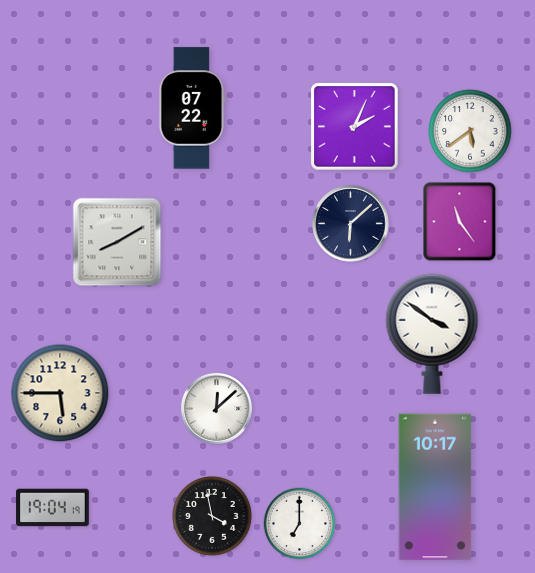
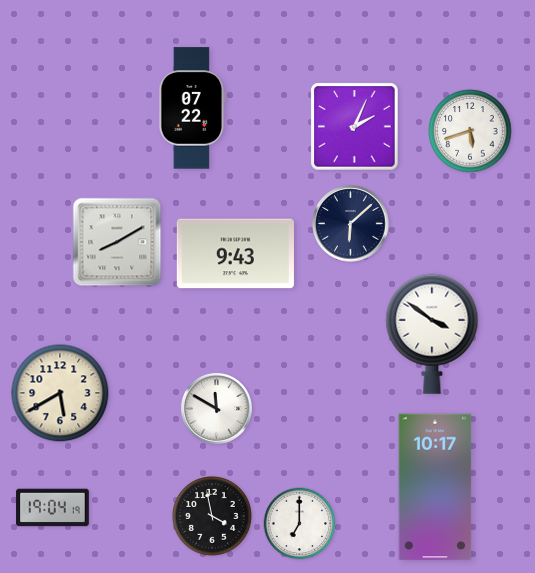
clock at (470, 131): 5:39 -> 5:42
clock at (460, 222): 11:24 -> none
clock at (235, 254): none -> 9:43
clock at (60, 393): 5:45 -> 5:40
clock at (216, 408): 12:08 -> 11:50
